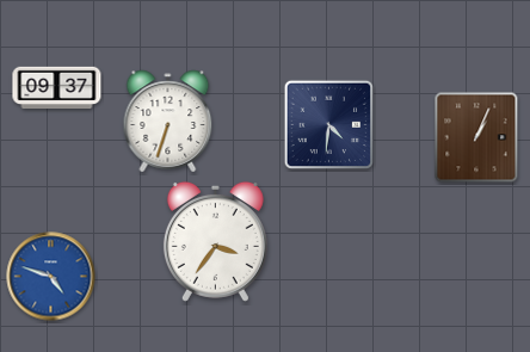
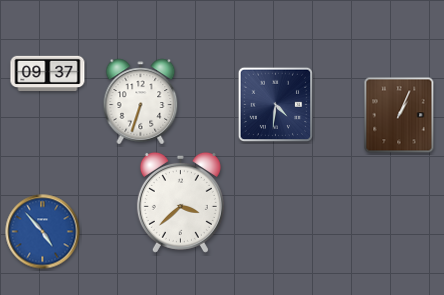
clock at (215, 241): 3:36 -> 3:38
clock at (51, 277): 4:48 -> 4:53
